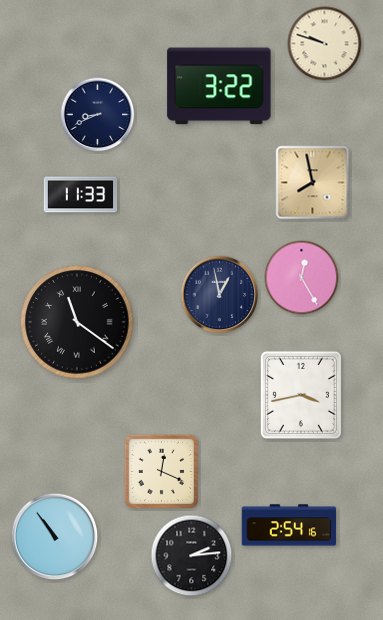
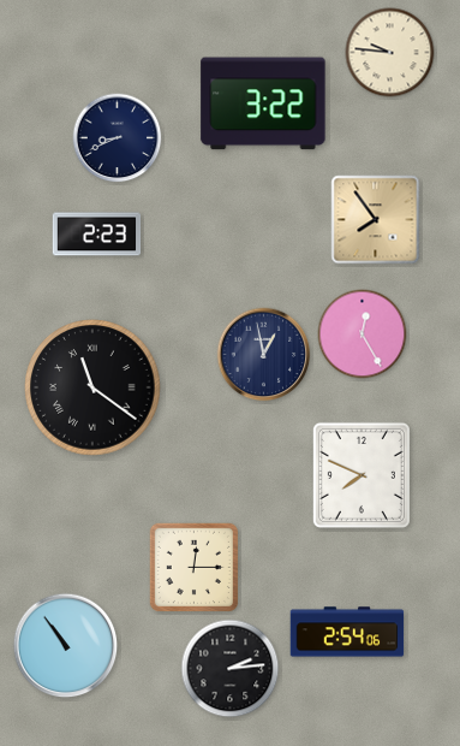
clock at (325, 44): 9:48 -> 9:46
clock at (313, 183): 7:58 -> 7:54
clock at (81, 195): 11:33 -> 2:23
clock at (301, 395): 3:43 -> 7:49
clock at (161, 471): 12:19 -> 12:15
clock at (289, 525): 2:54:16 -> 2:54:06
